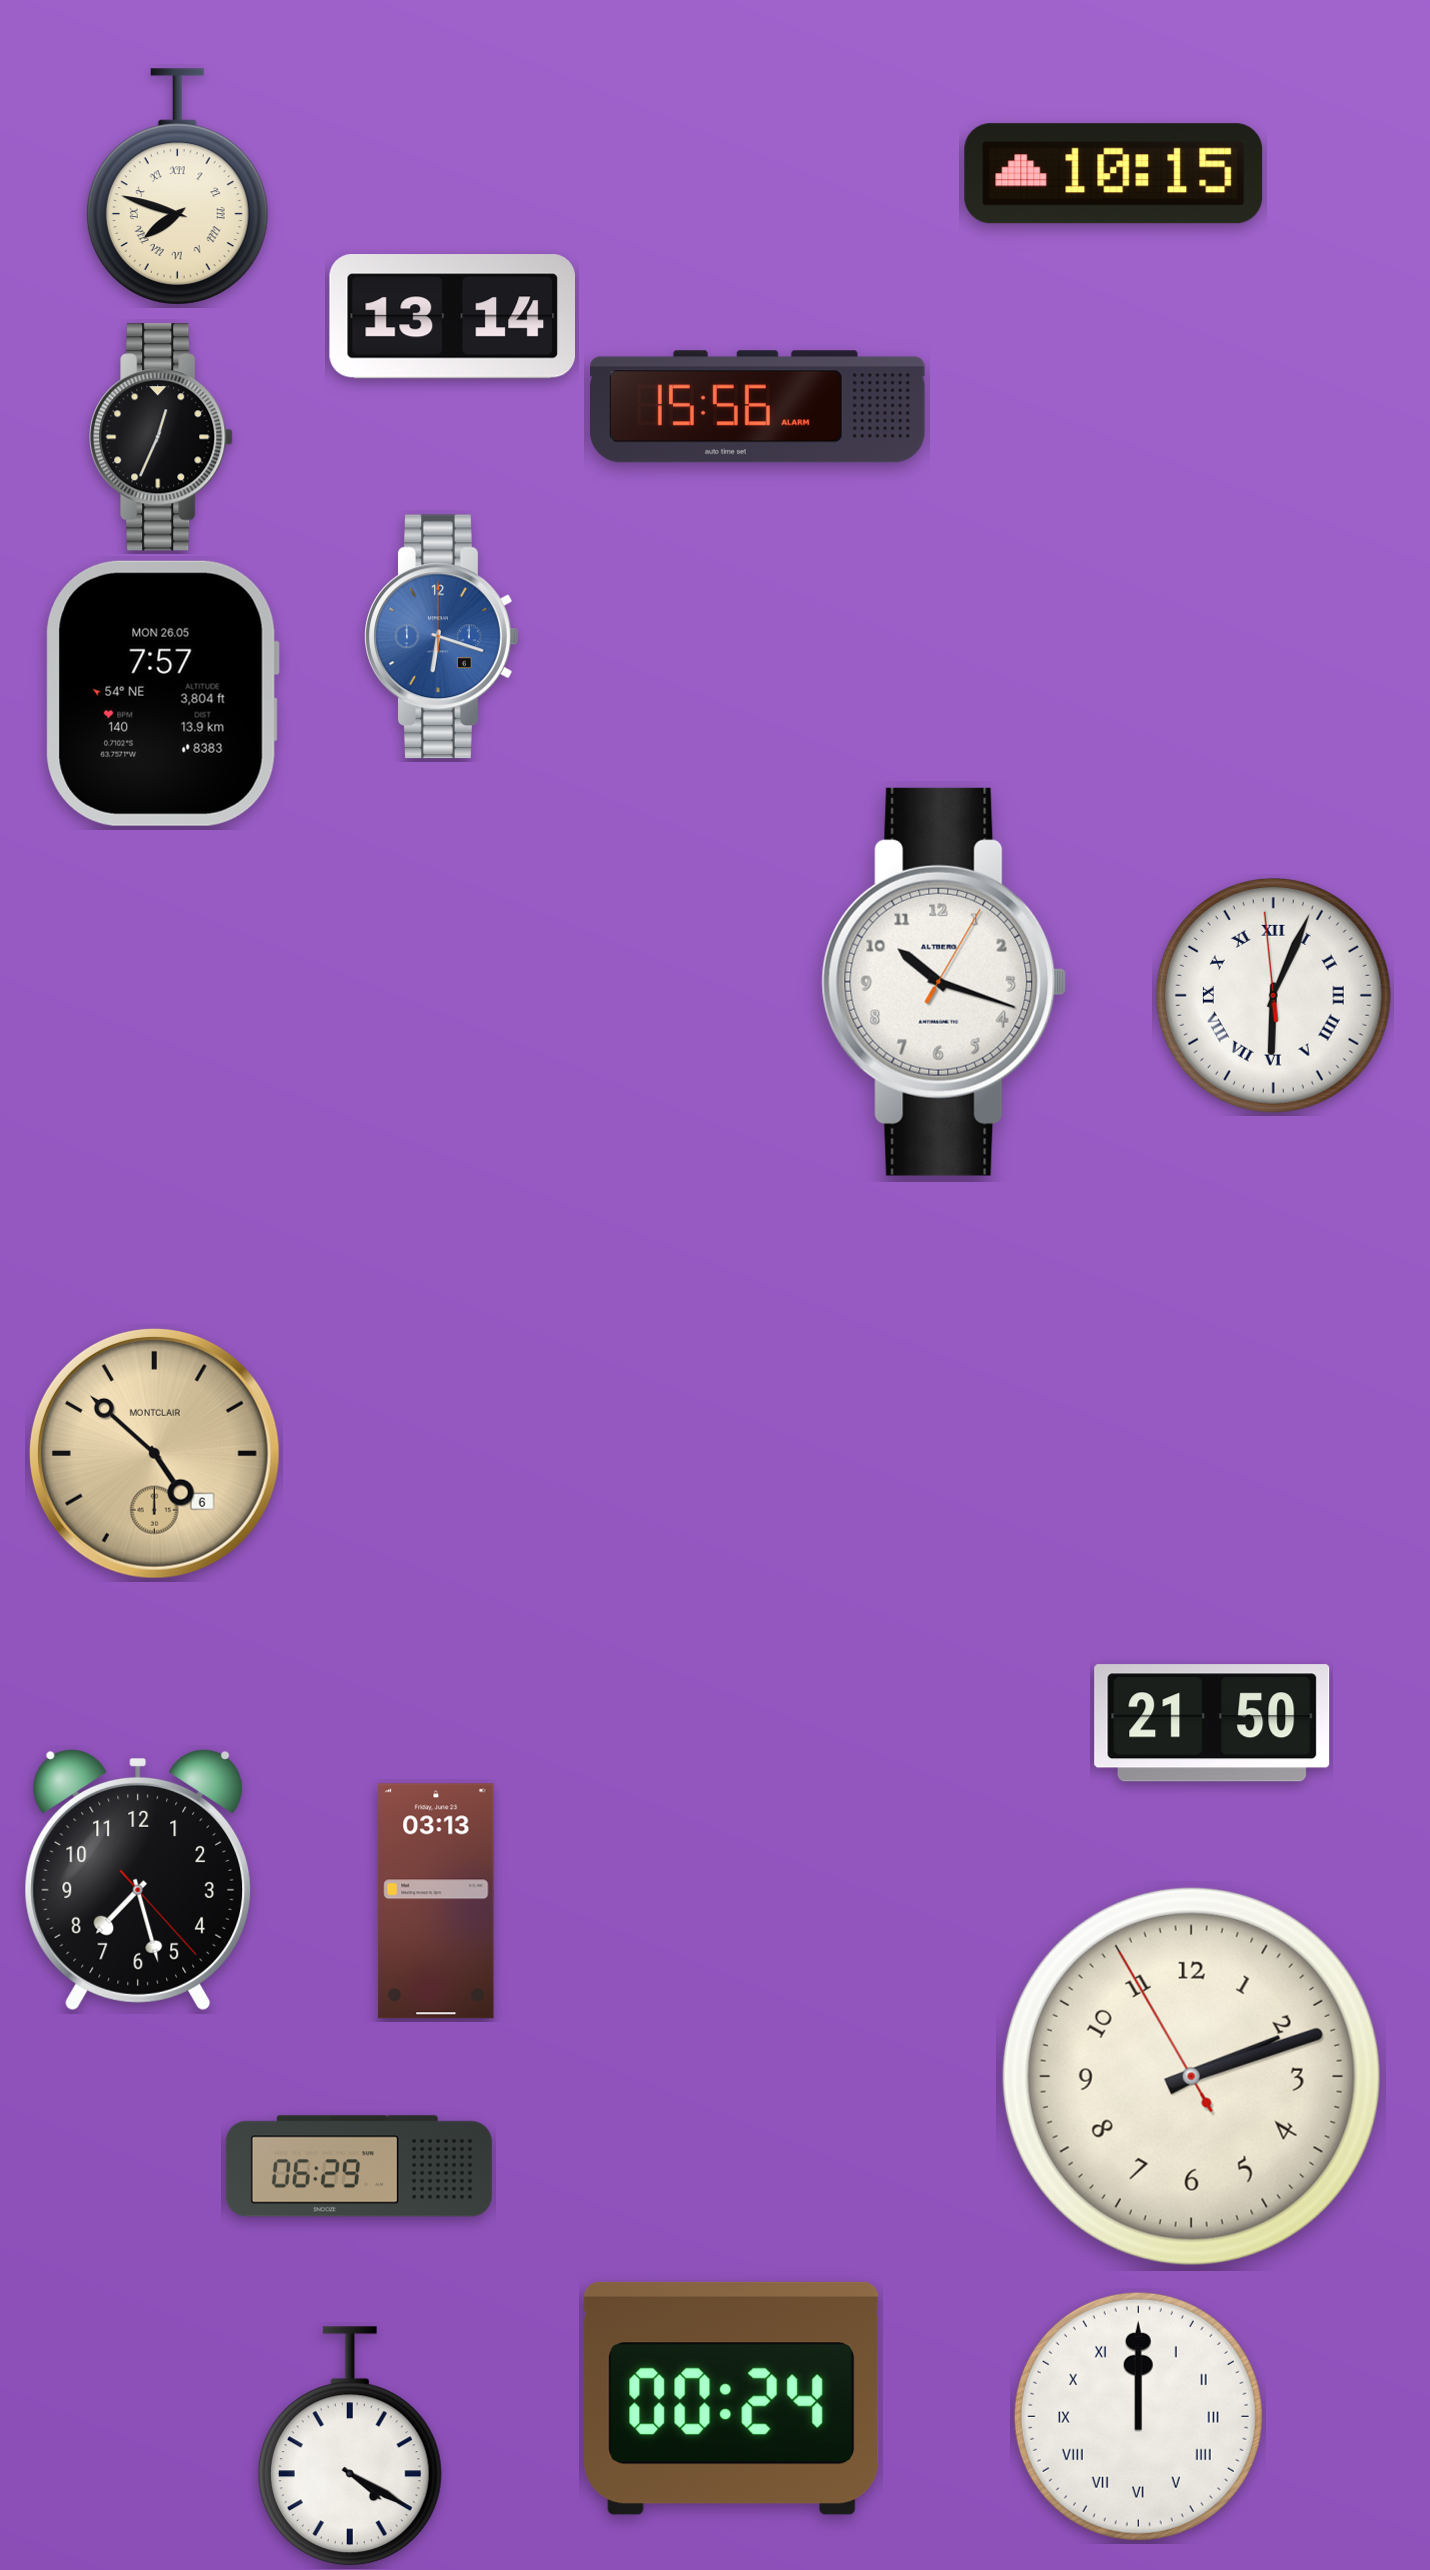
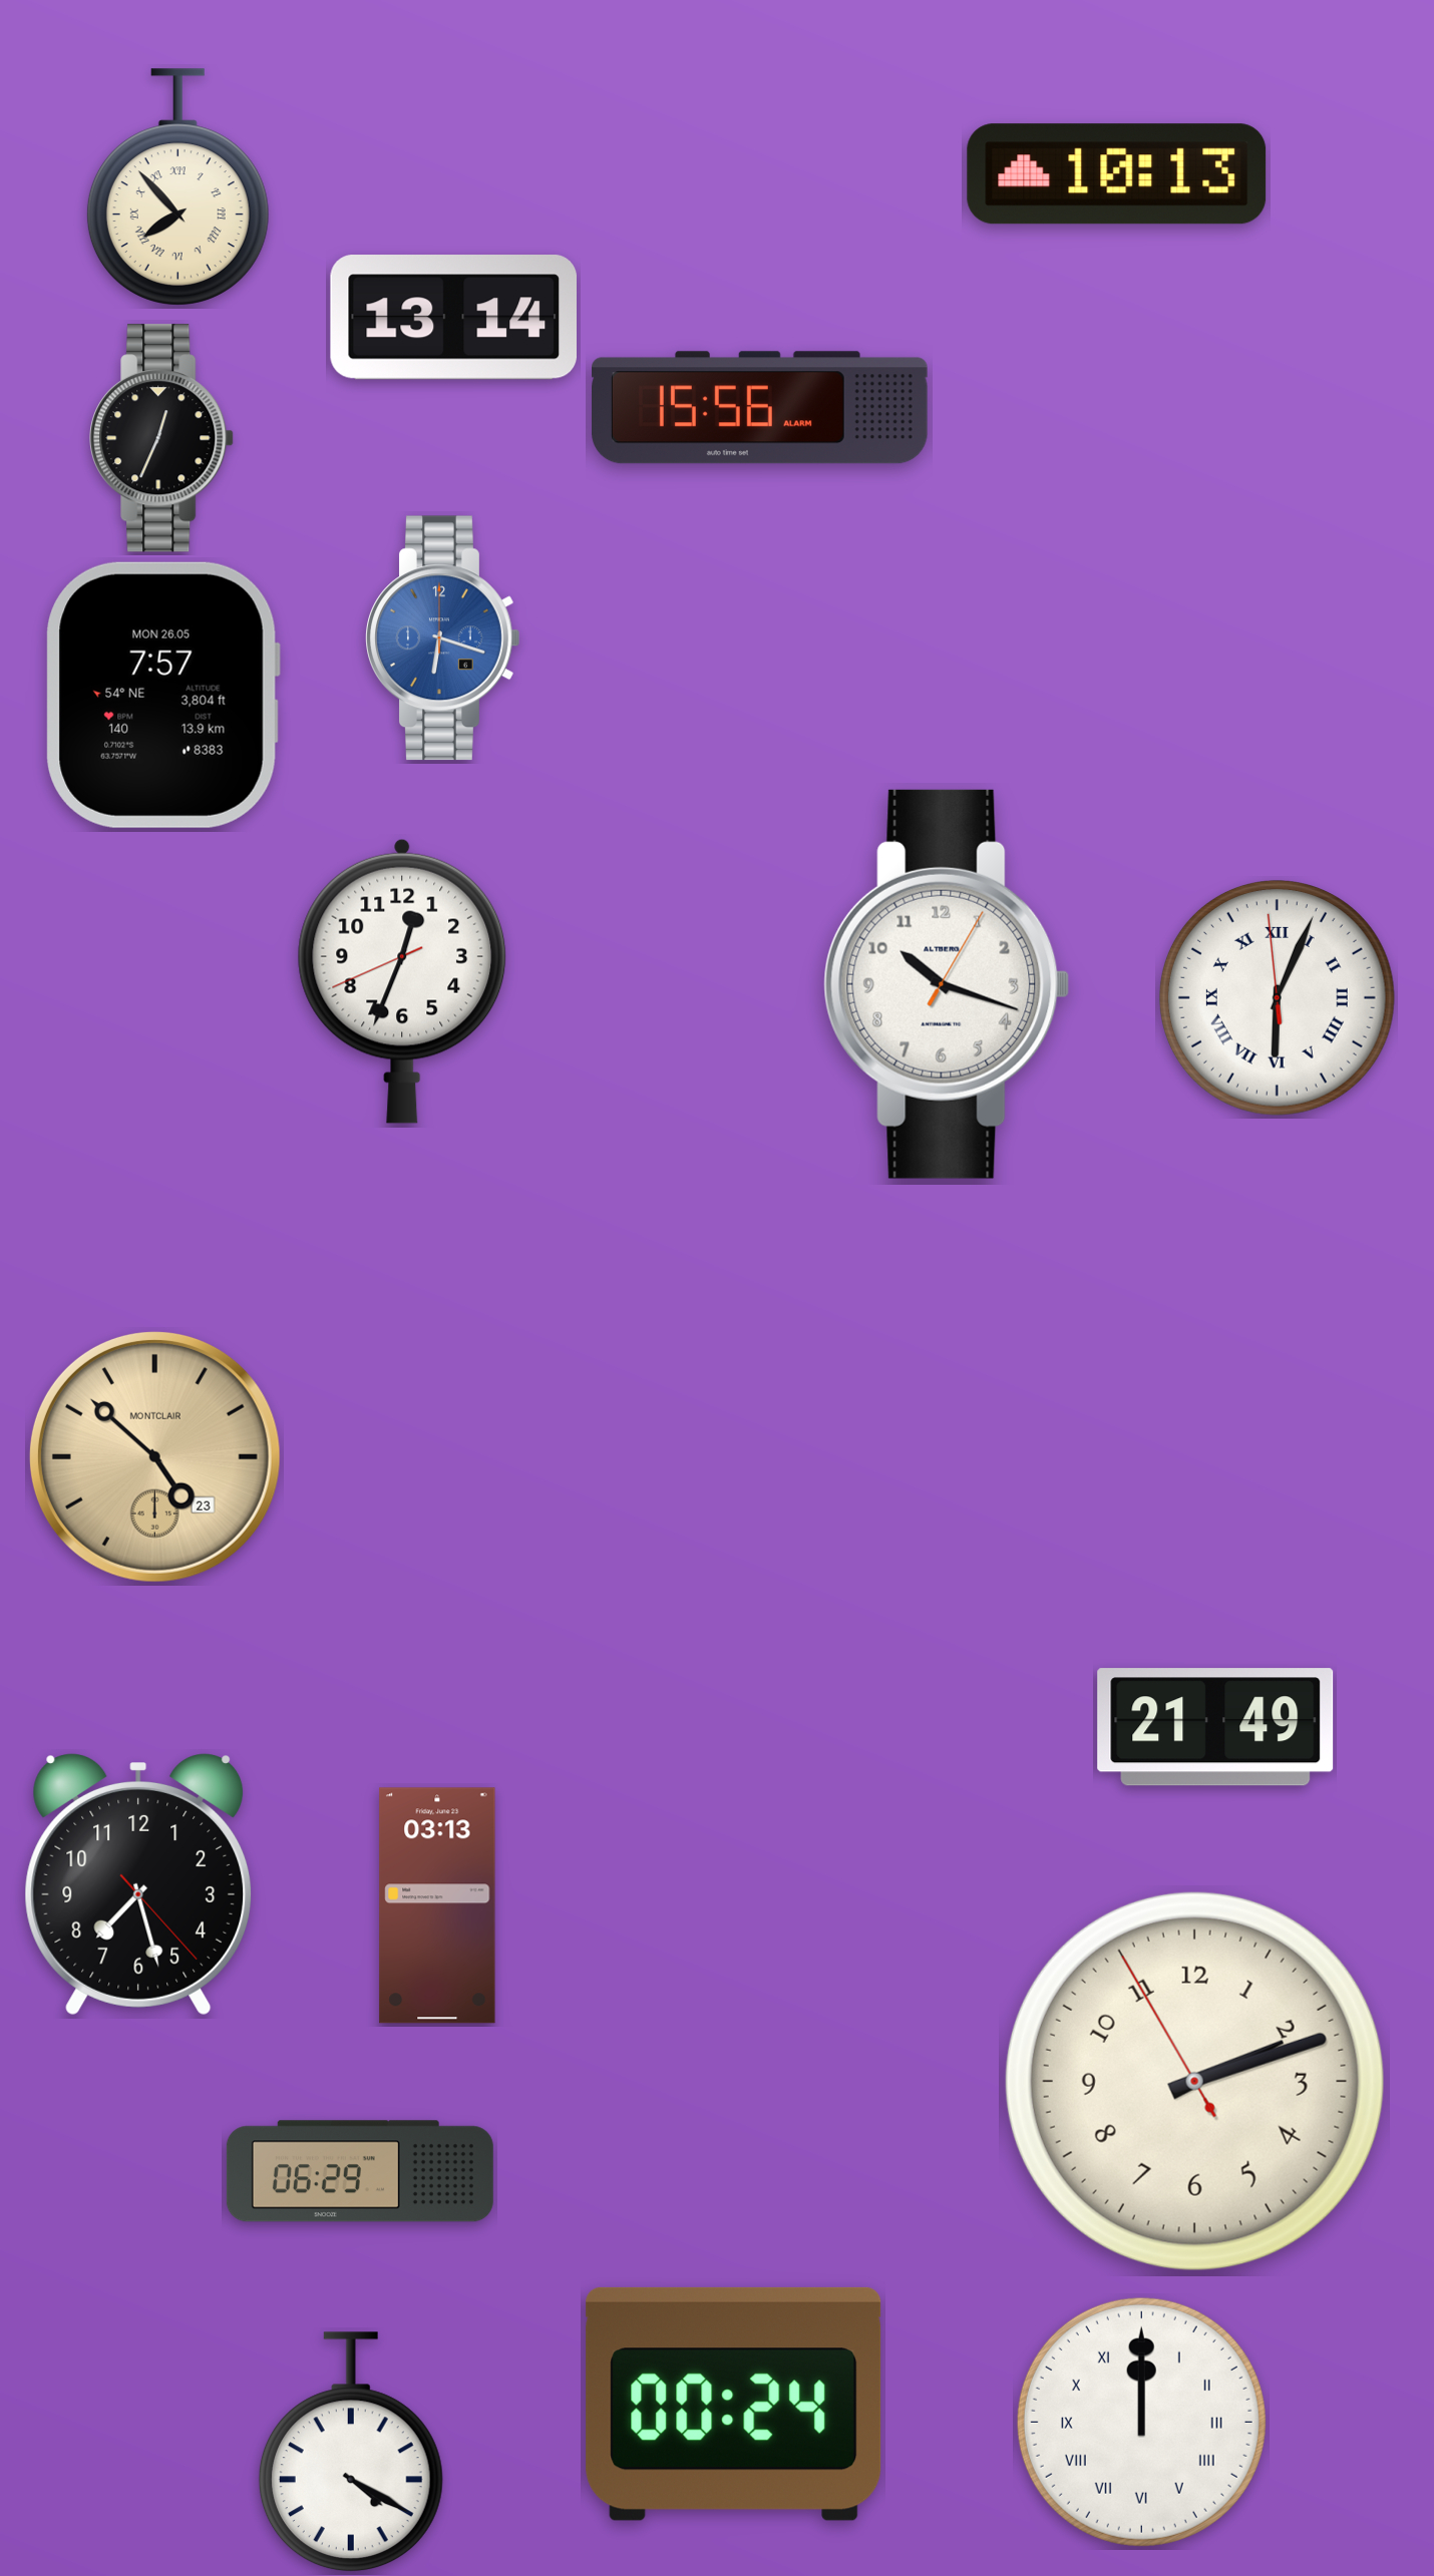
clock at (1114, 174): 10:15 -> 10:13
clock at (177, 187): 7:48 -> 7:53
clock at (402, 981): none -> 12:33
clock at (154, 1453) date: 6 -> 23
clock at (1212, 1723): 21:50 -> 21:49
